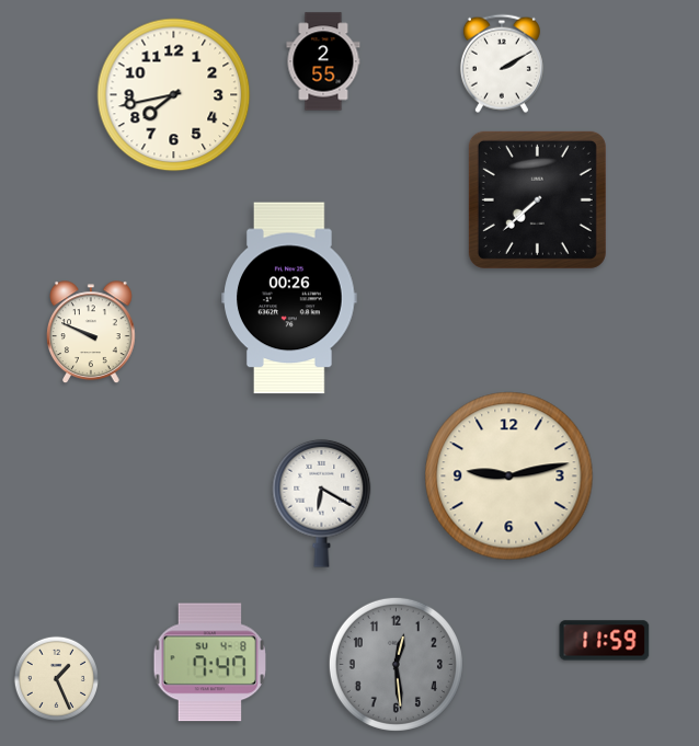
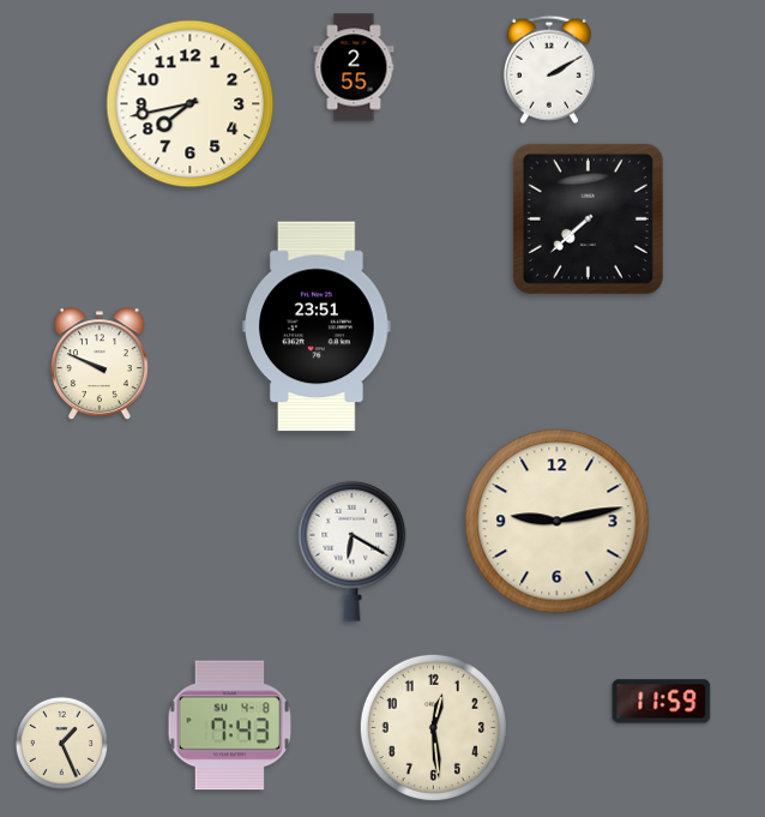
clock at (289, 298): 00:26 -> 23:51
clock at (209, 663): 7:47 -> 7:43
clock at (396, 664) dial: grey -> cream
